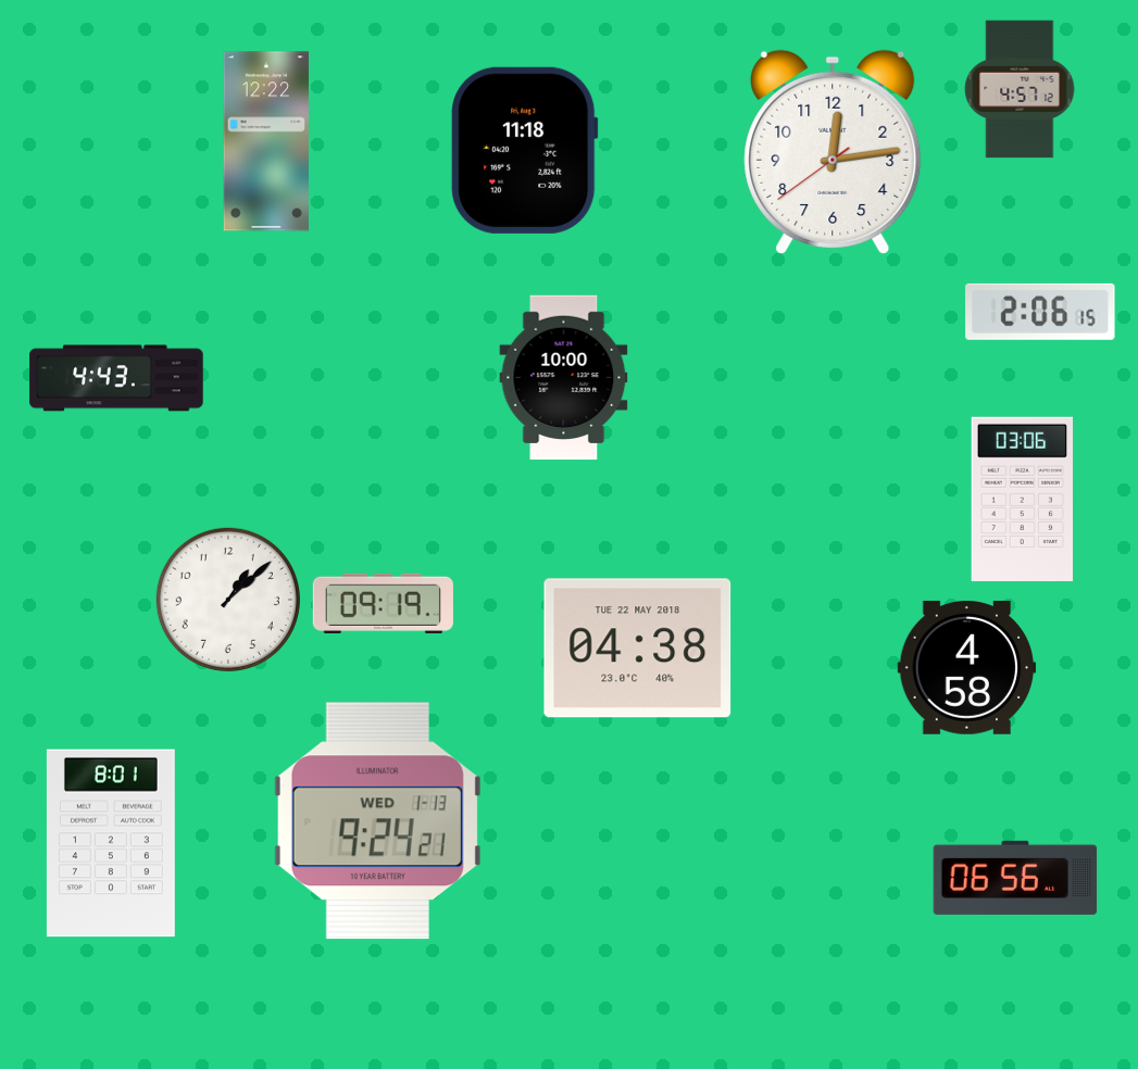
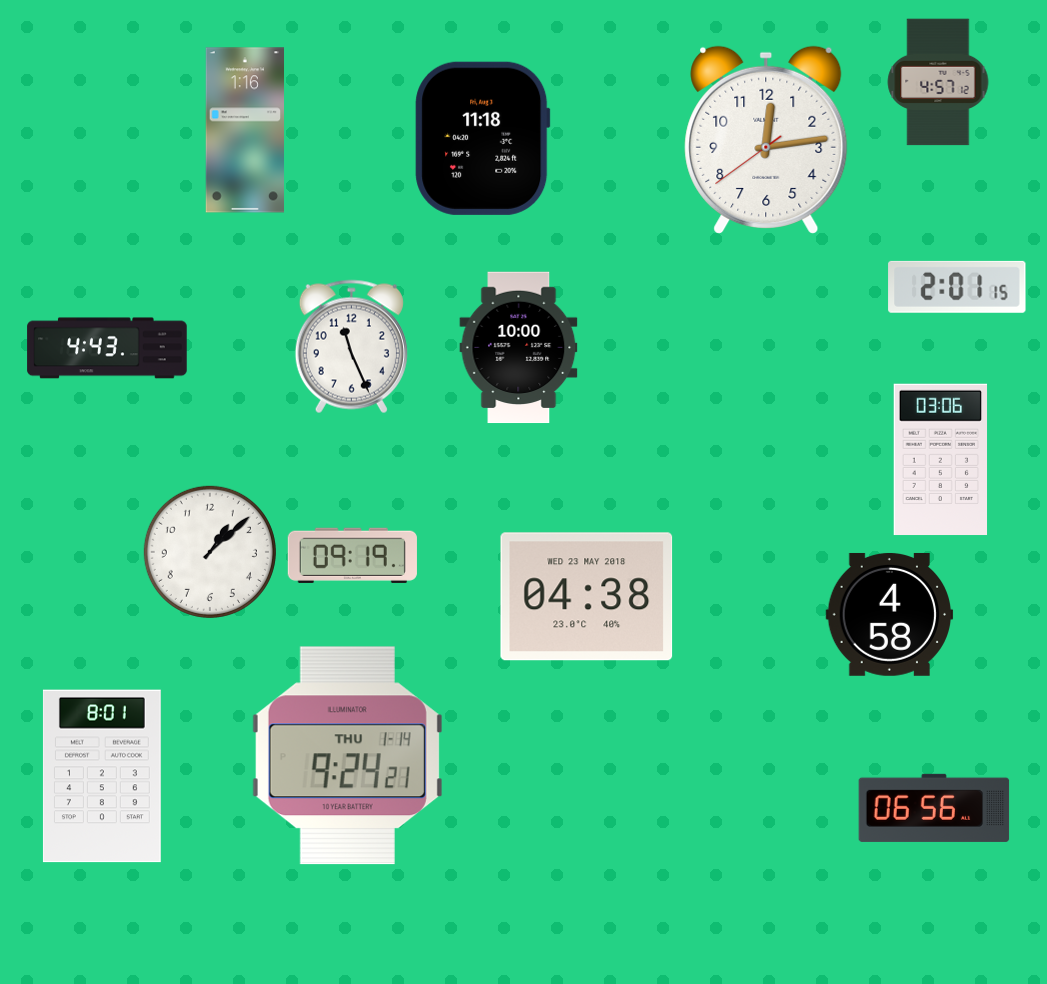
clock at (265, 141): 12:22 -> 1:16
clock at (1040, 312): 2:06 -> 2:01
clock at (351, 347): none -> 11:26
clock at (638, 649) date: TUE 22 MAY 2018 -> WED 23 MAY 2018
clock at (377, 821) date: WED 1-13 -> THU 1-14
